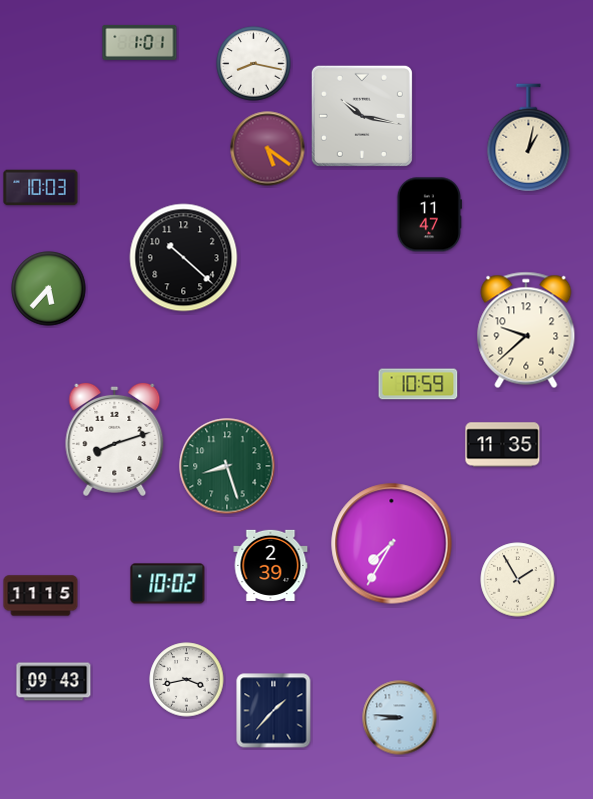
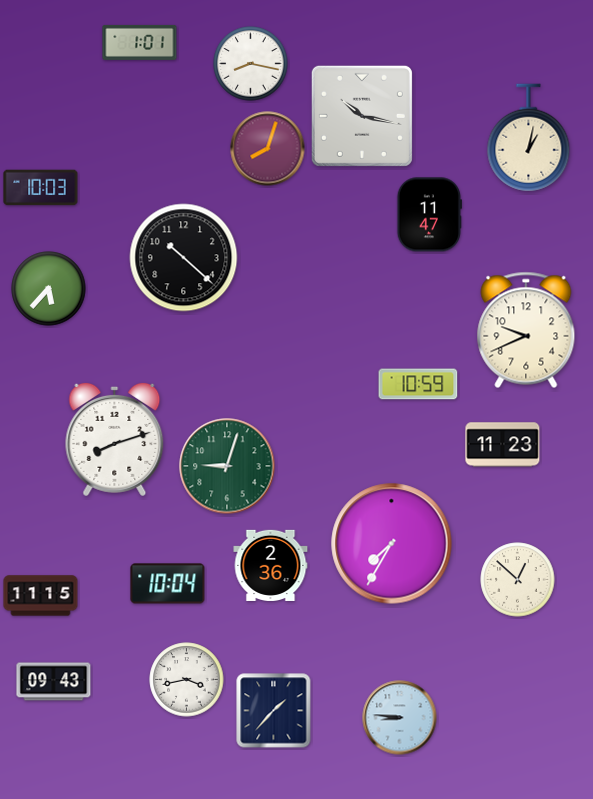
clock at (254, 64) position: (254, 64) -> (251, 64)
clock at (268, 149): 5:21 -> 8:03
clock at (526, 330): 9:38 -> 9:41
clock at (503, 445): 11:35 -> 11:23
clock at (227, 466): 8:27 -> 9:03
clock at (271, 565): 2:39 -> 2:36
clock at (518, 580): 1:55 -> 12:52
clock at (168, 584): 10:02 -> 10:04
